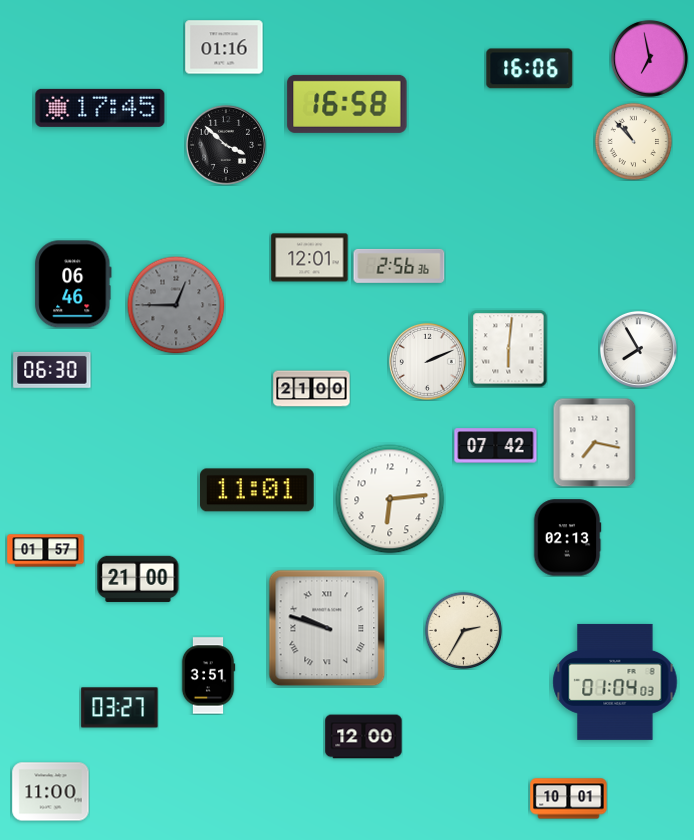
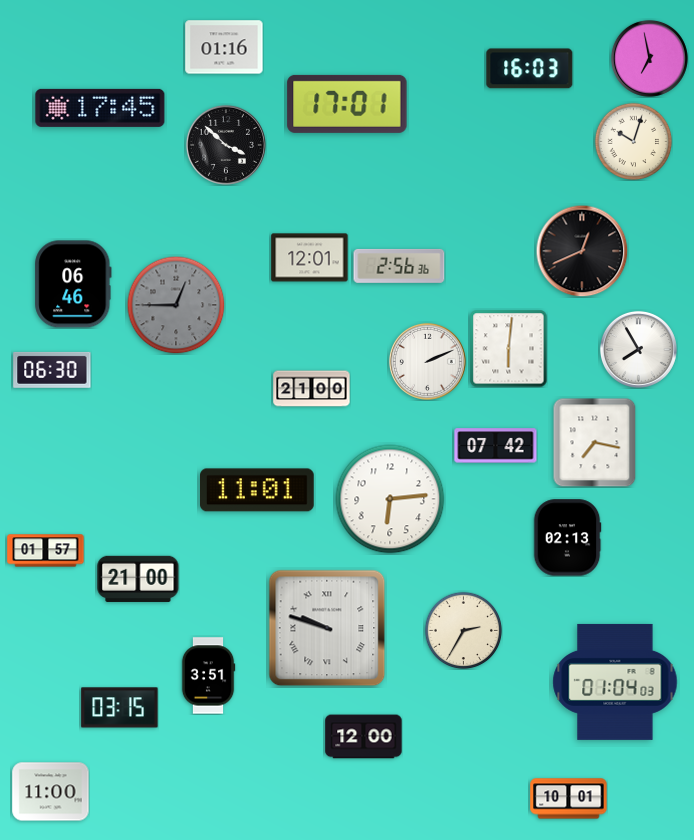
clock at (530, 69): 16:06 -> 16:03
clock at (347, 104): 16:58 -> 17:01
clock at (633, 141): 10:53 -> 10:03
clock at (582, 251): none -> 12:41
clock at (120, 708): 03:27 -> 03:15
